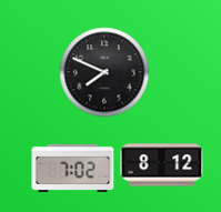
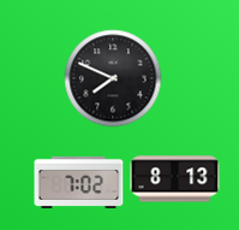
clock at (162, 165): 8:12 -> 8:13
